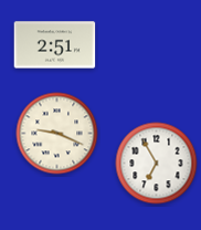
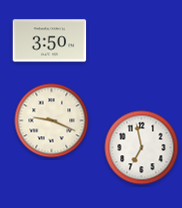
clock at (55, 45): 2:51 -> 3:50
clock at (157, 164): 6:55 -> 6:58
